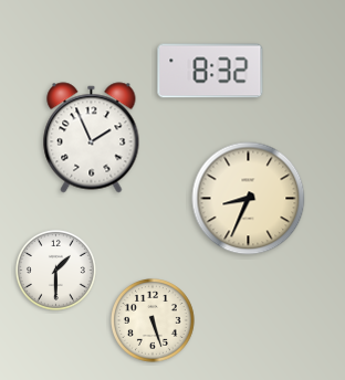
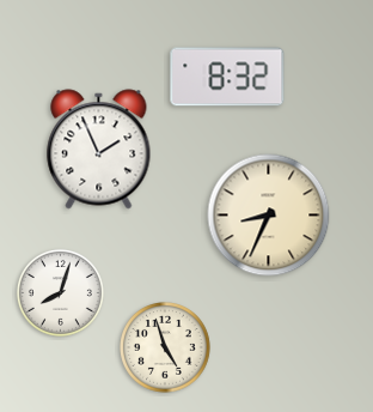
clock at (55, 270): 1:30 -> 8:03
clock at (154, 321): 5:27 -> 4:57
